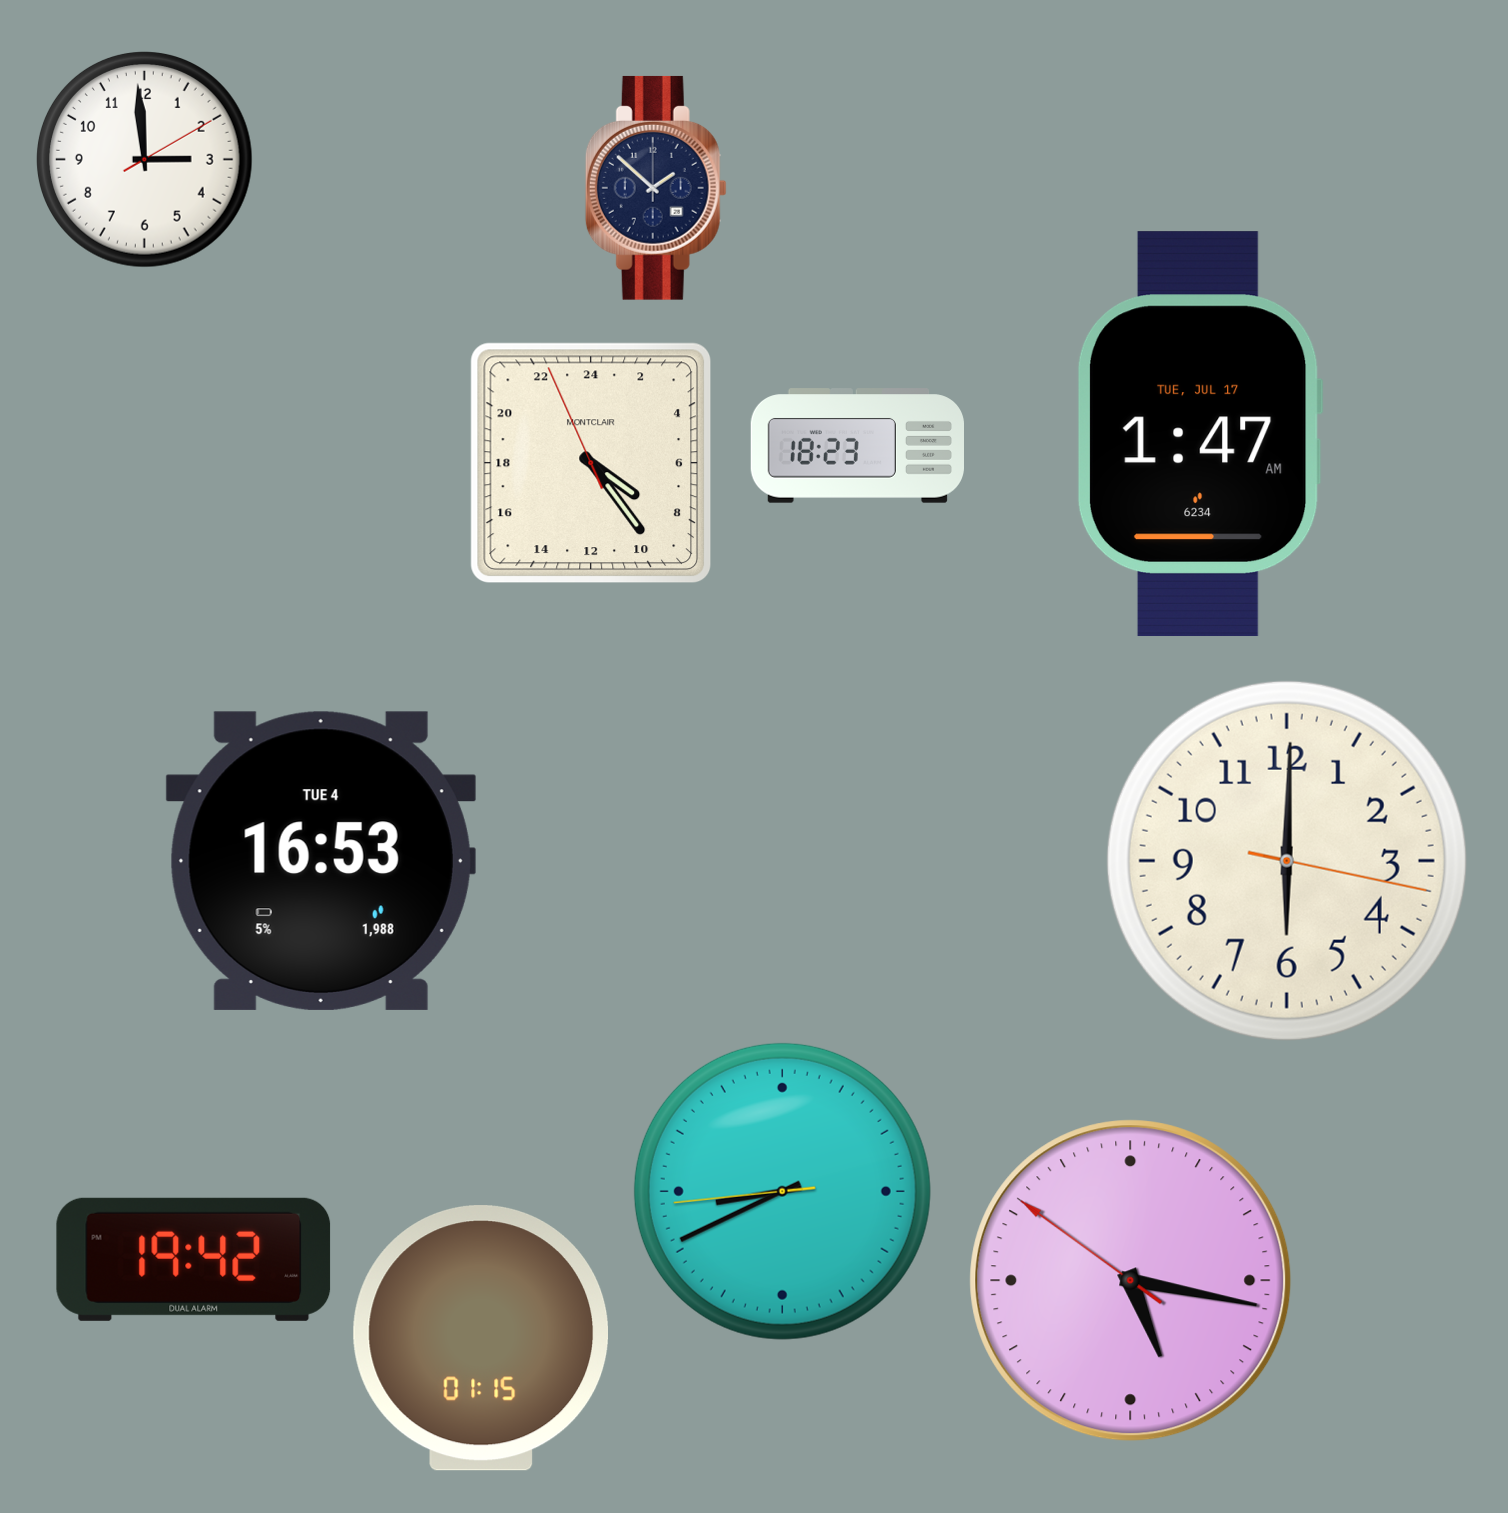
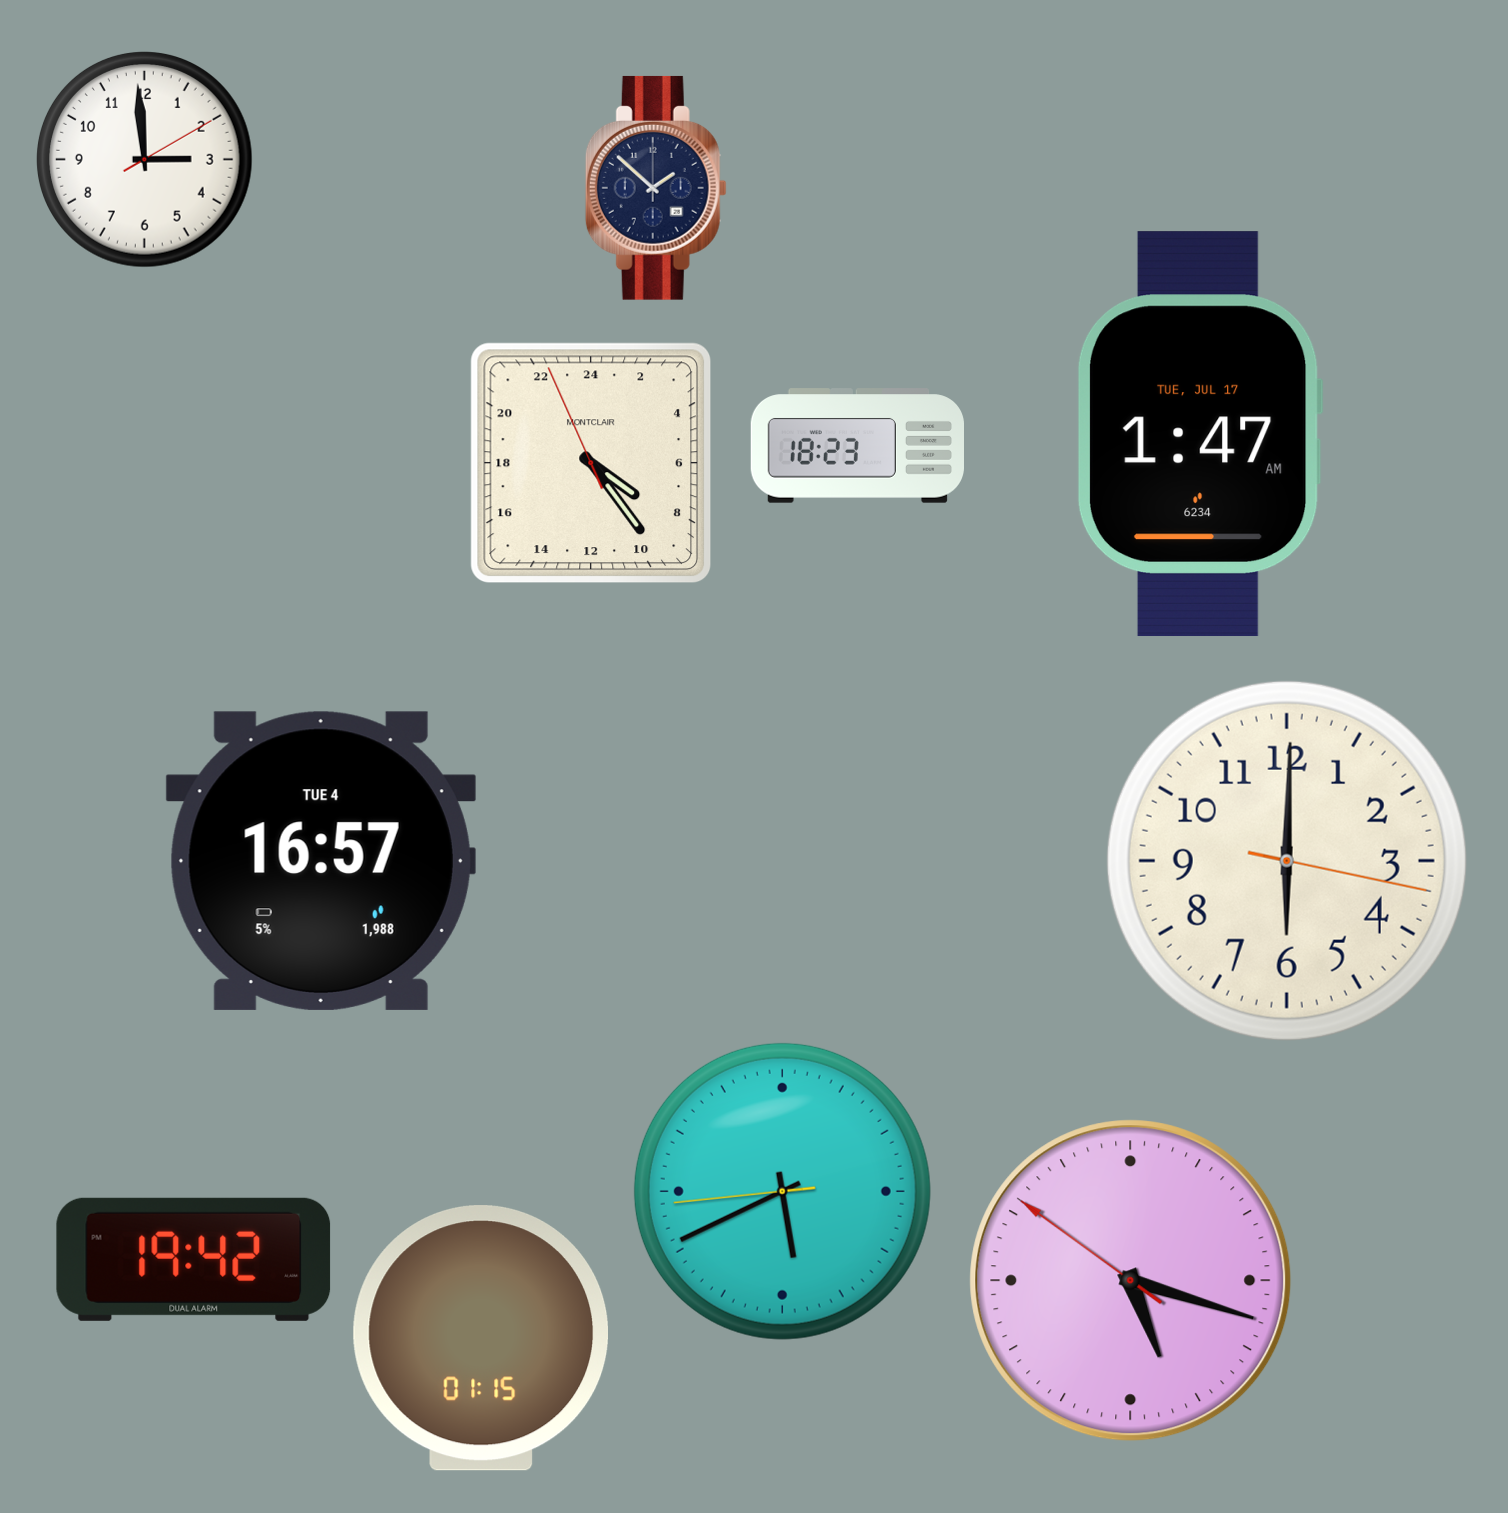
clock at (321, 861): 16:53 -> 16:57
clock at (782, 1191): 8:40 -> 5:40
clock at (1131, 1281): 5:16 -> 5:17
